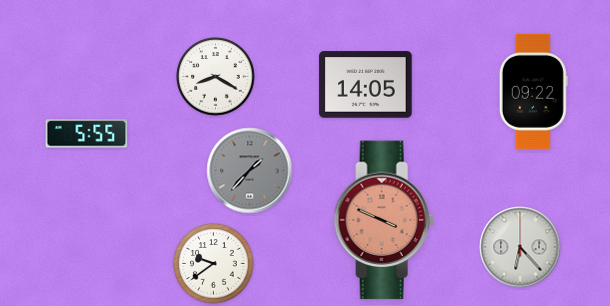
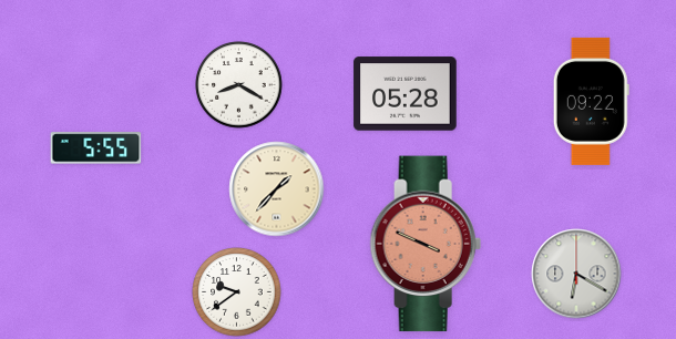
clock at (366, 85): 14:05 -> 05:28
clock at (250, 171) dial: grey -> cream
clock at (520, 247): 6:23 -> 6:20
